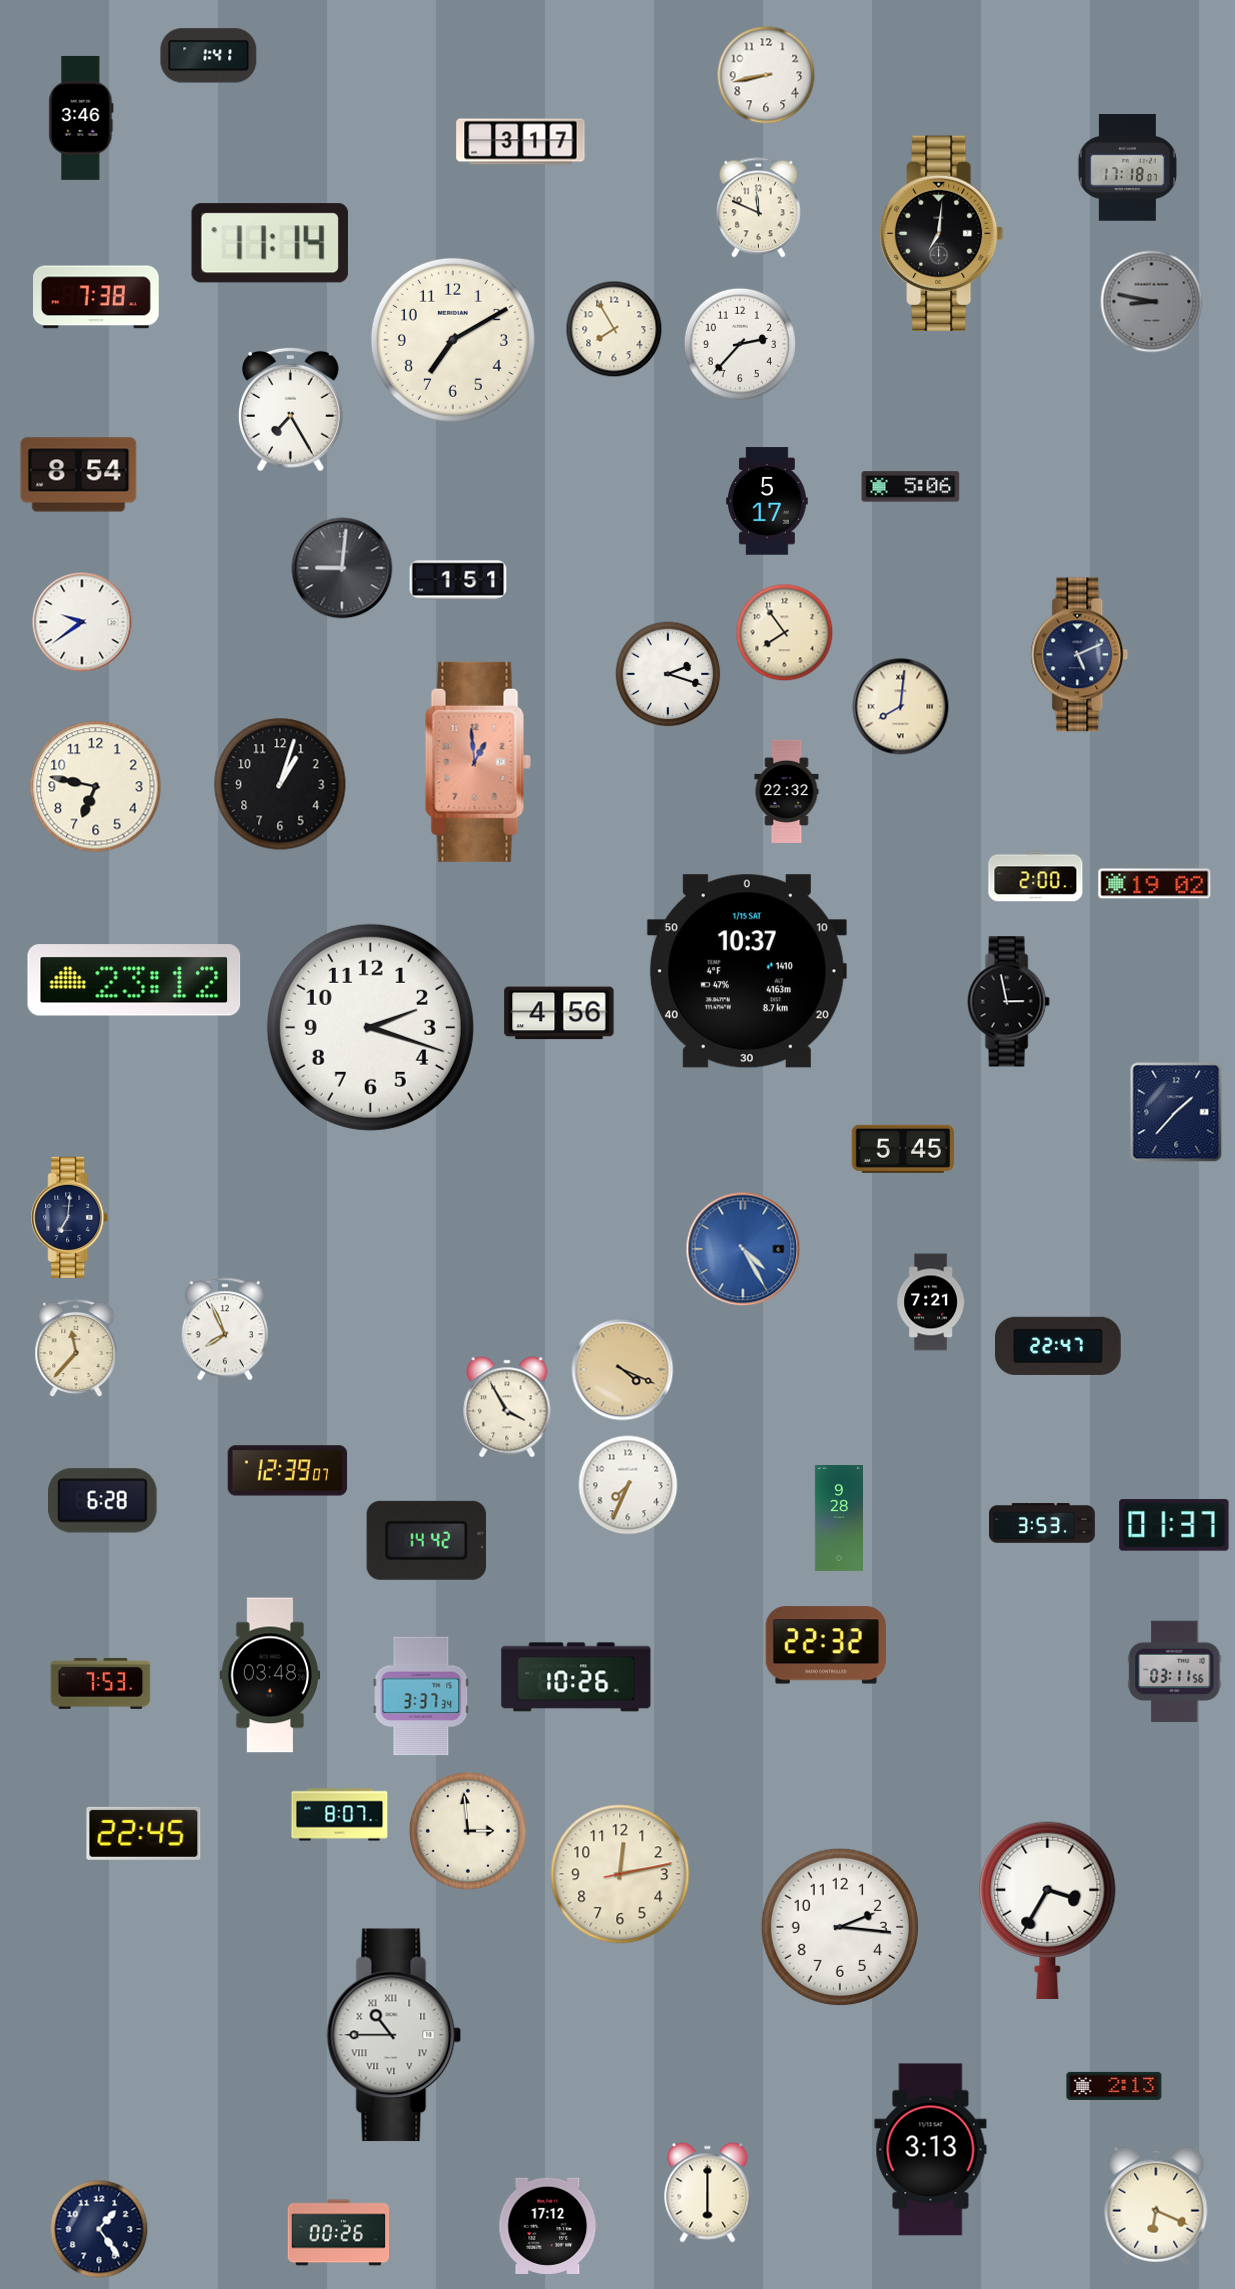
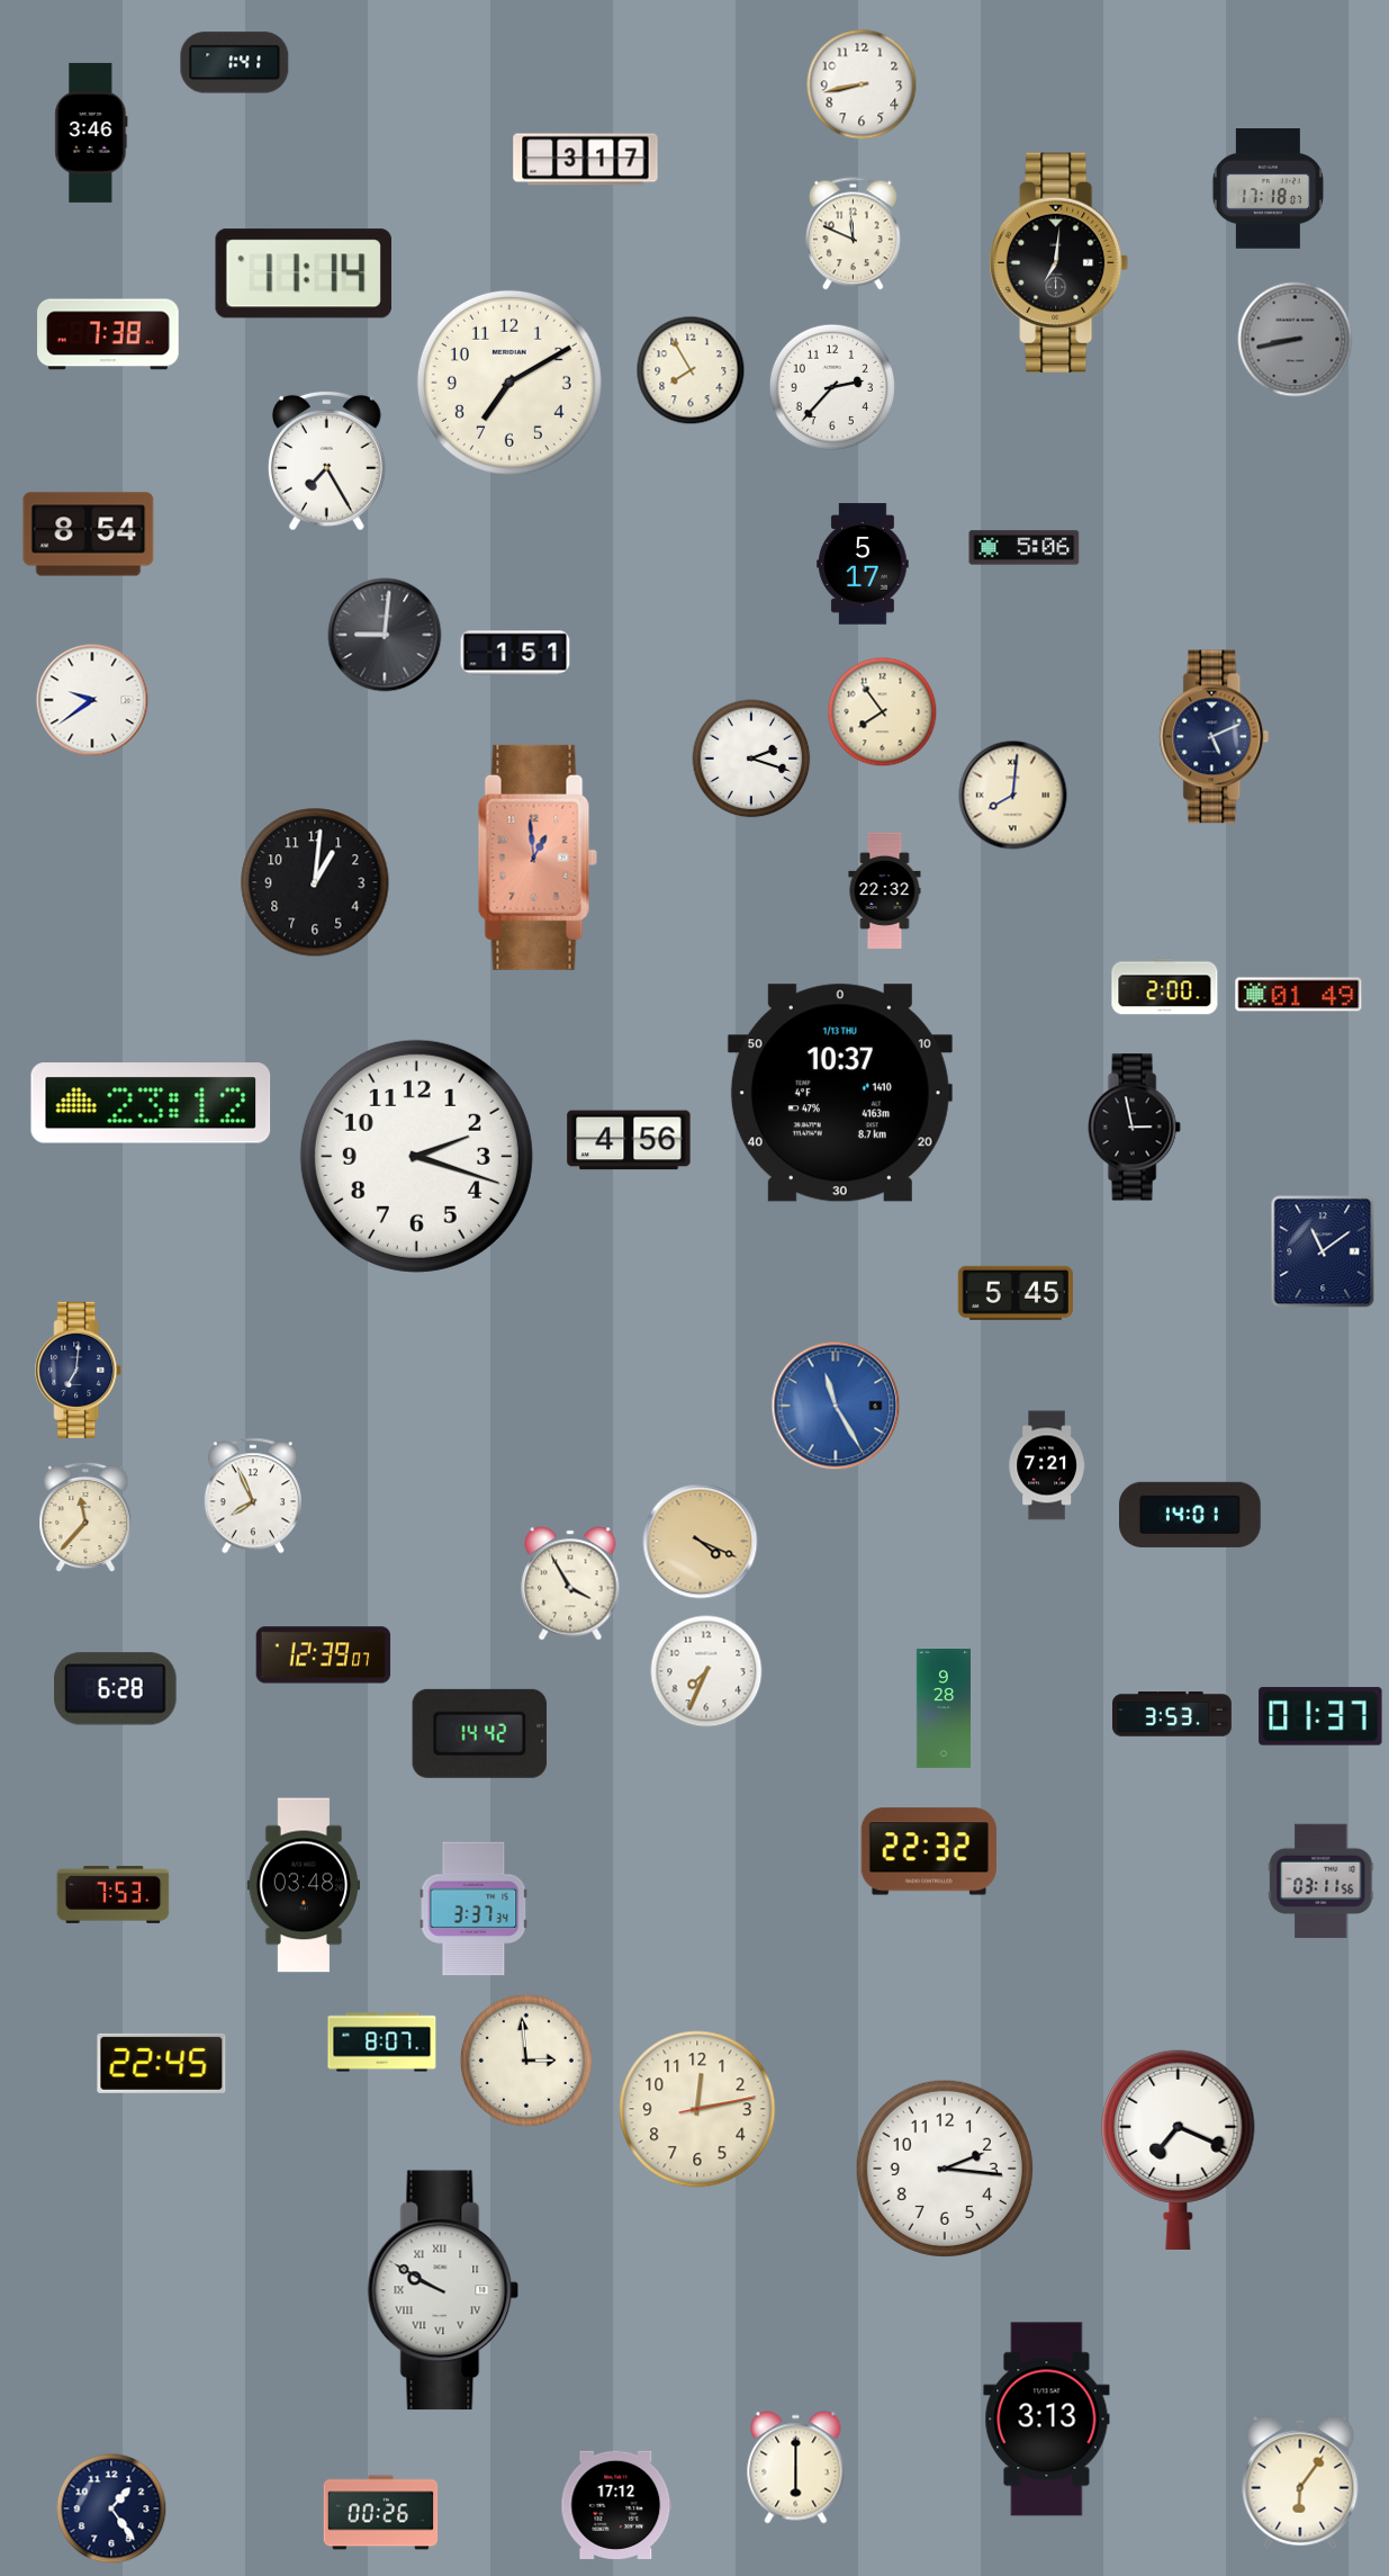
clock at (1152, 302): 8:47 -> 8:43
clock at (342, 568) position: (342, 568) -> (385, 635)
clock at (280, 784): 1:03 -> 1:01
clock at (96, 787): 6:47 -> none
clock at (1155, 884): 19:02 -> 01:49
clock at (747, 971) date: 1/15 SAT -> 1/13 THU
clock at (1176, 1112): 1:37 -> 11:09
clock at (743, 1249): 4:25 -> 11:25
clock at (1059, 1346): 22:47 -> 14:01
clock at (576, 1677): 10:26 -> none
clock at (1048, 1910): 3:35 -> 7:19
clock at (394, 2035): 10:45 -> 9:50
clock at (1114, 2086): 2:13 -> none
clock at (1156, 2206): 6:19 -> 6:06
